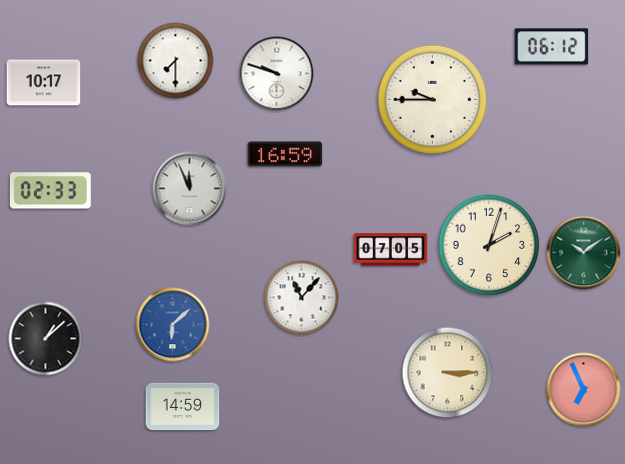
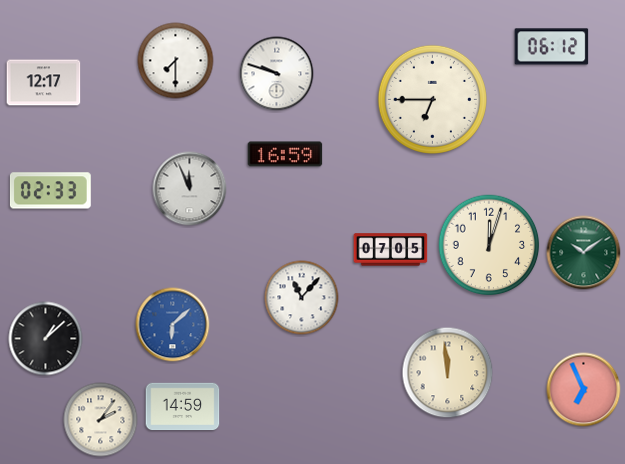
clock at (44, 83): 10:17 -> 12:17
clock at (432, 99): 9:45 -> 6:45
clock at (489, 245): 2:03 -> 12:03
clock at (448, 373): 3:15 -> 11:59
clock at (101, 420): none -> 2:06
